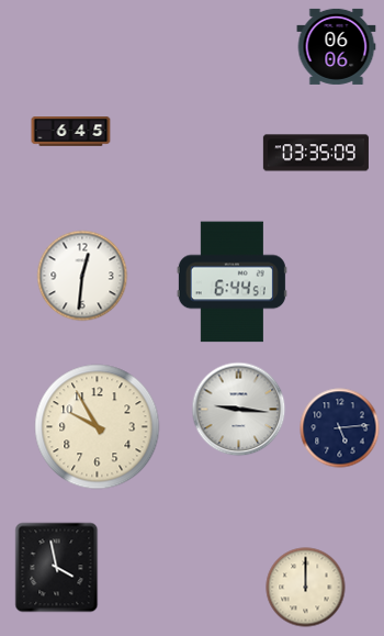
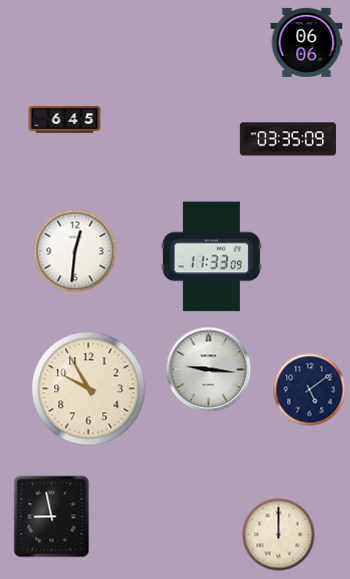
clock at (231, 282): 6:44 -> 11:33
clock at (239, 410) position: (239, 410) -> (209, 370)
clock at (340, 428): 5:14 -> 5:09
clock at (57, 568): 3:58 -> 8:58
